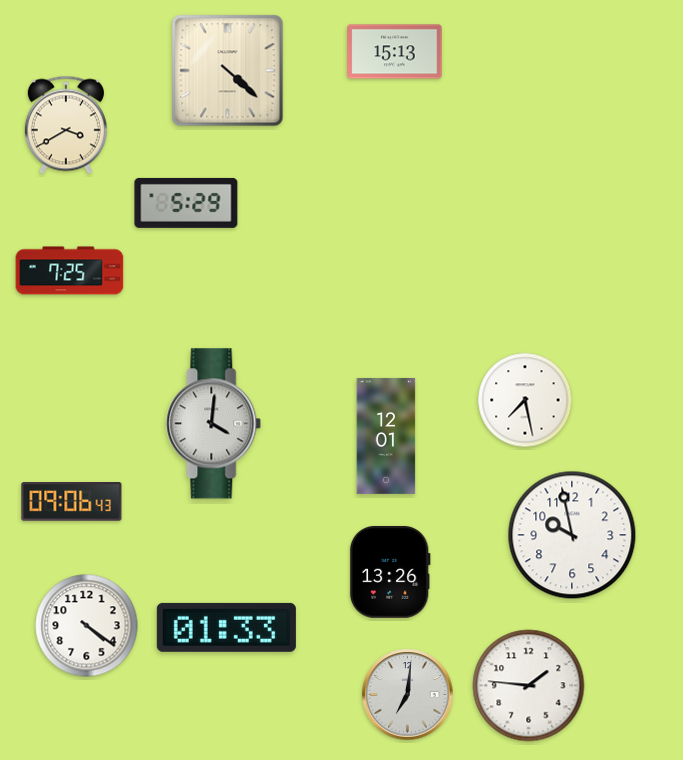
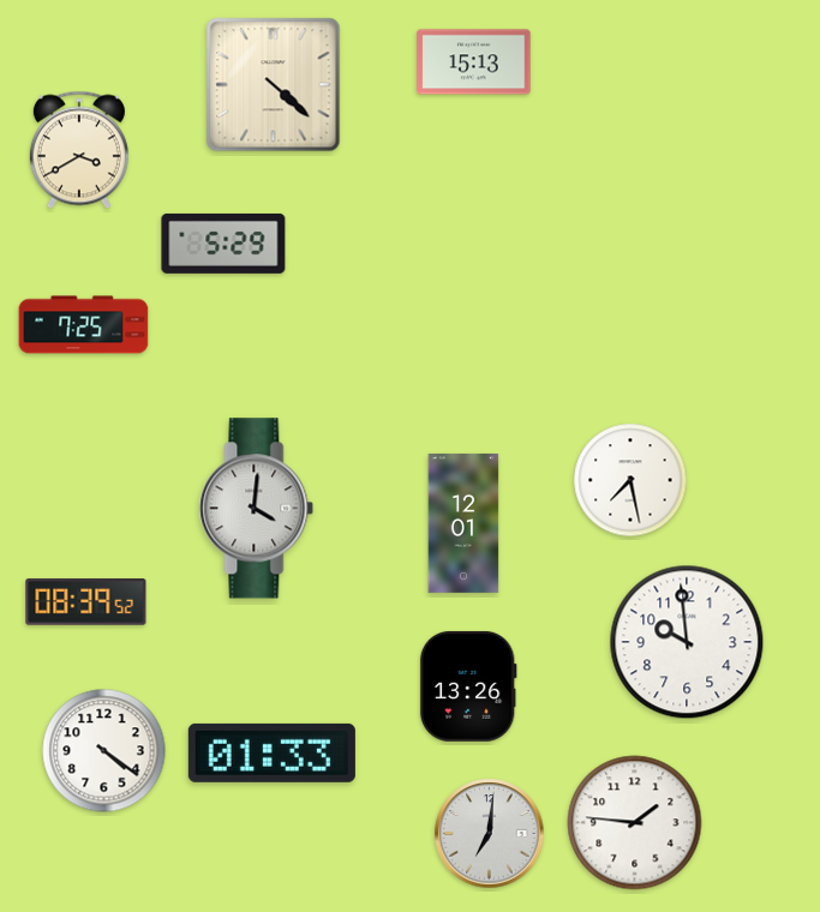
clock at (72, 502): 09:06 -> 08:39
clock at (572, 535): 9:58 -> 9:59
